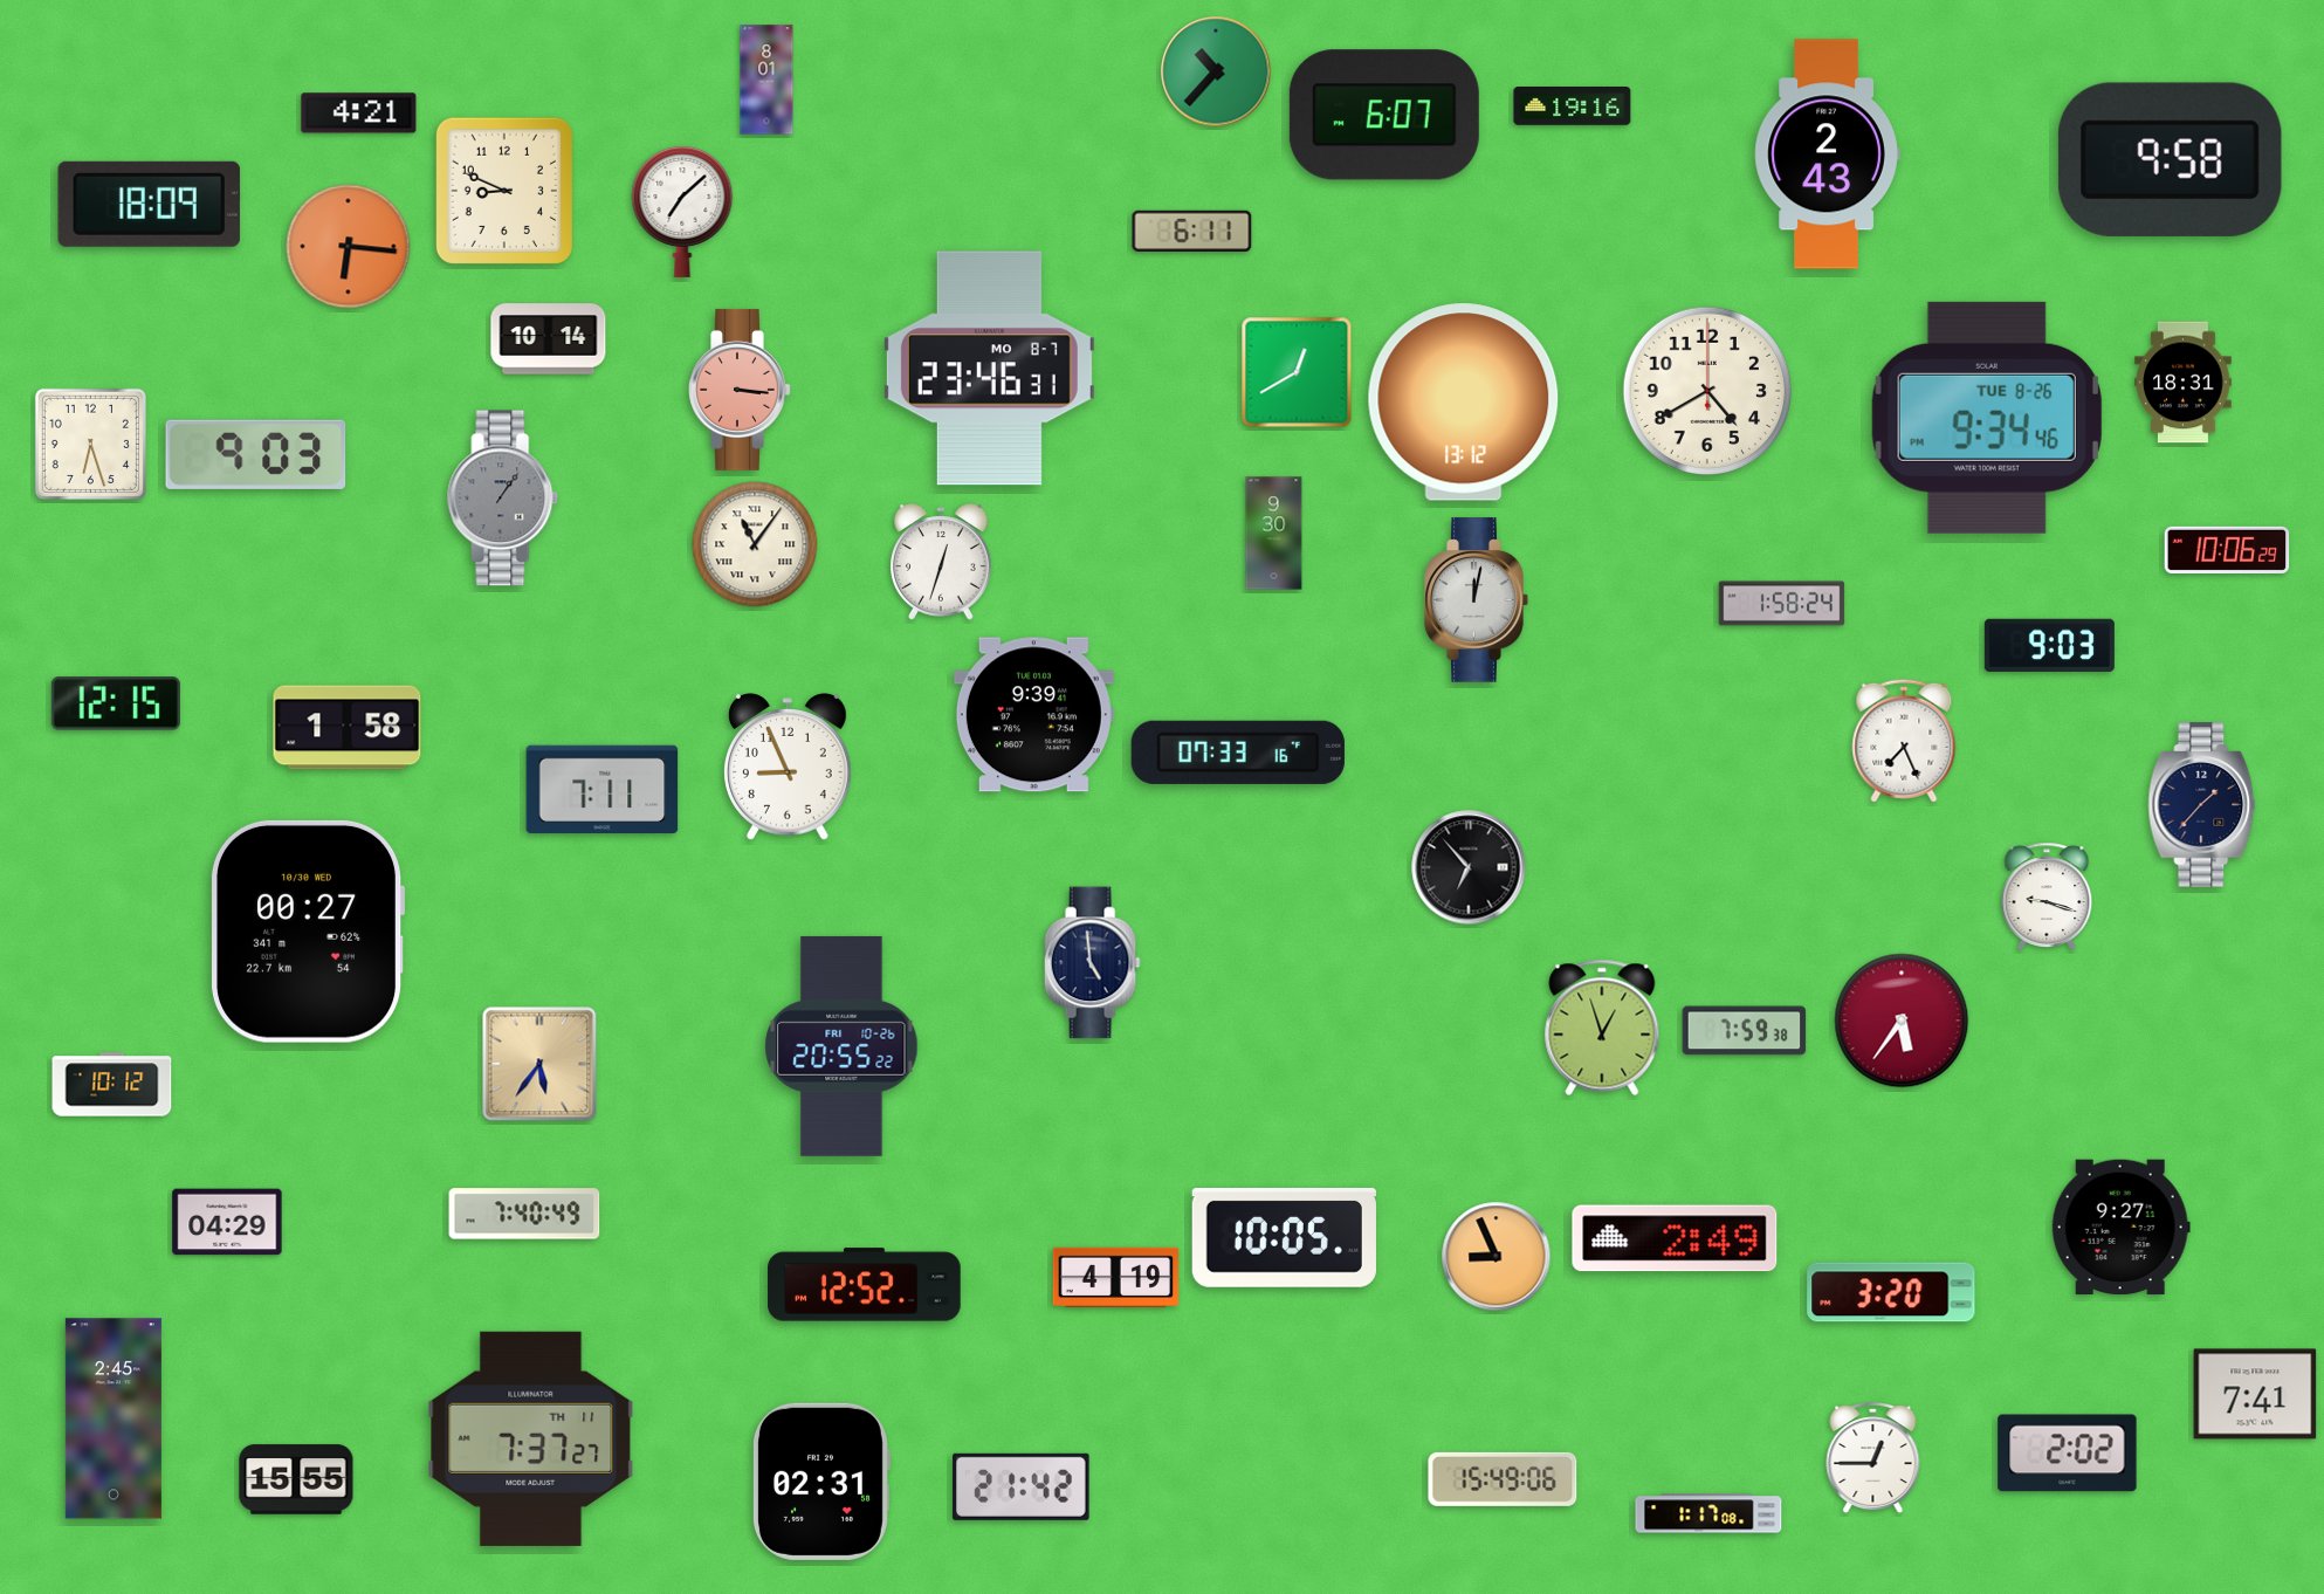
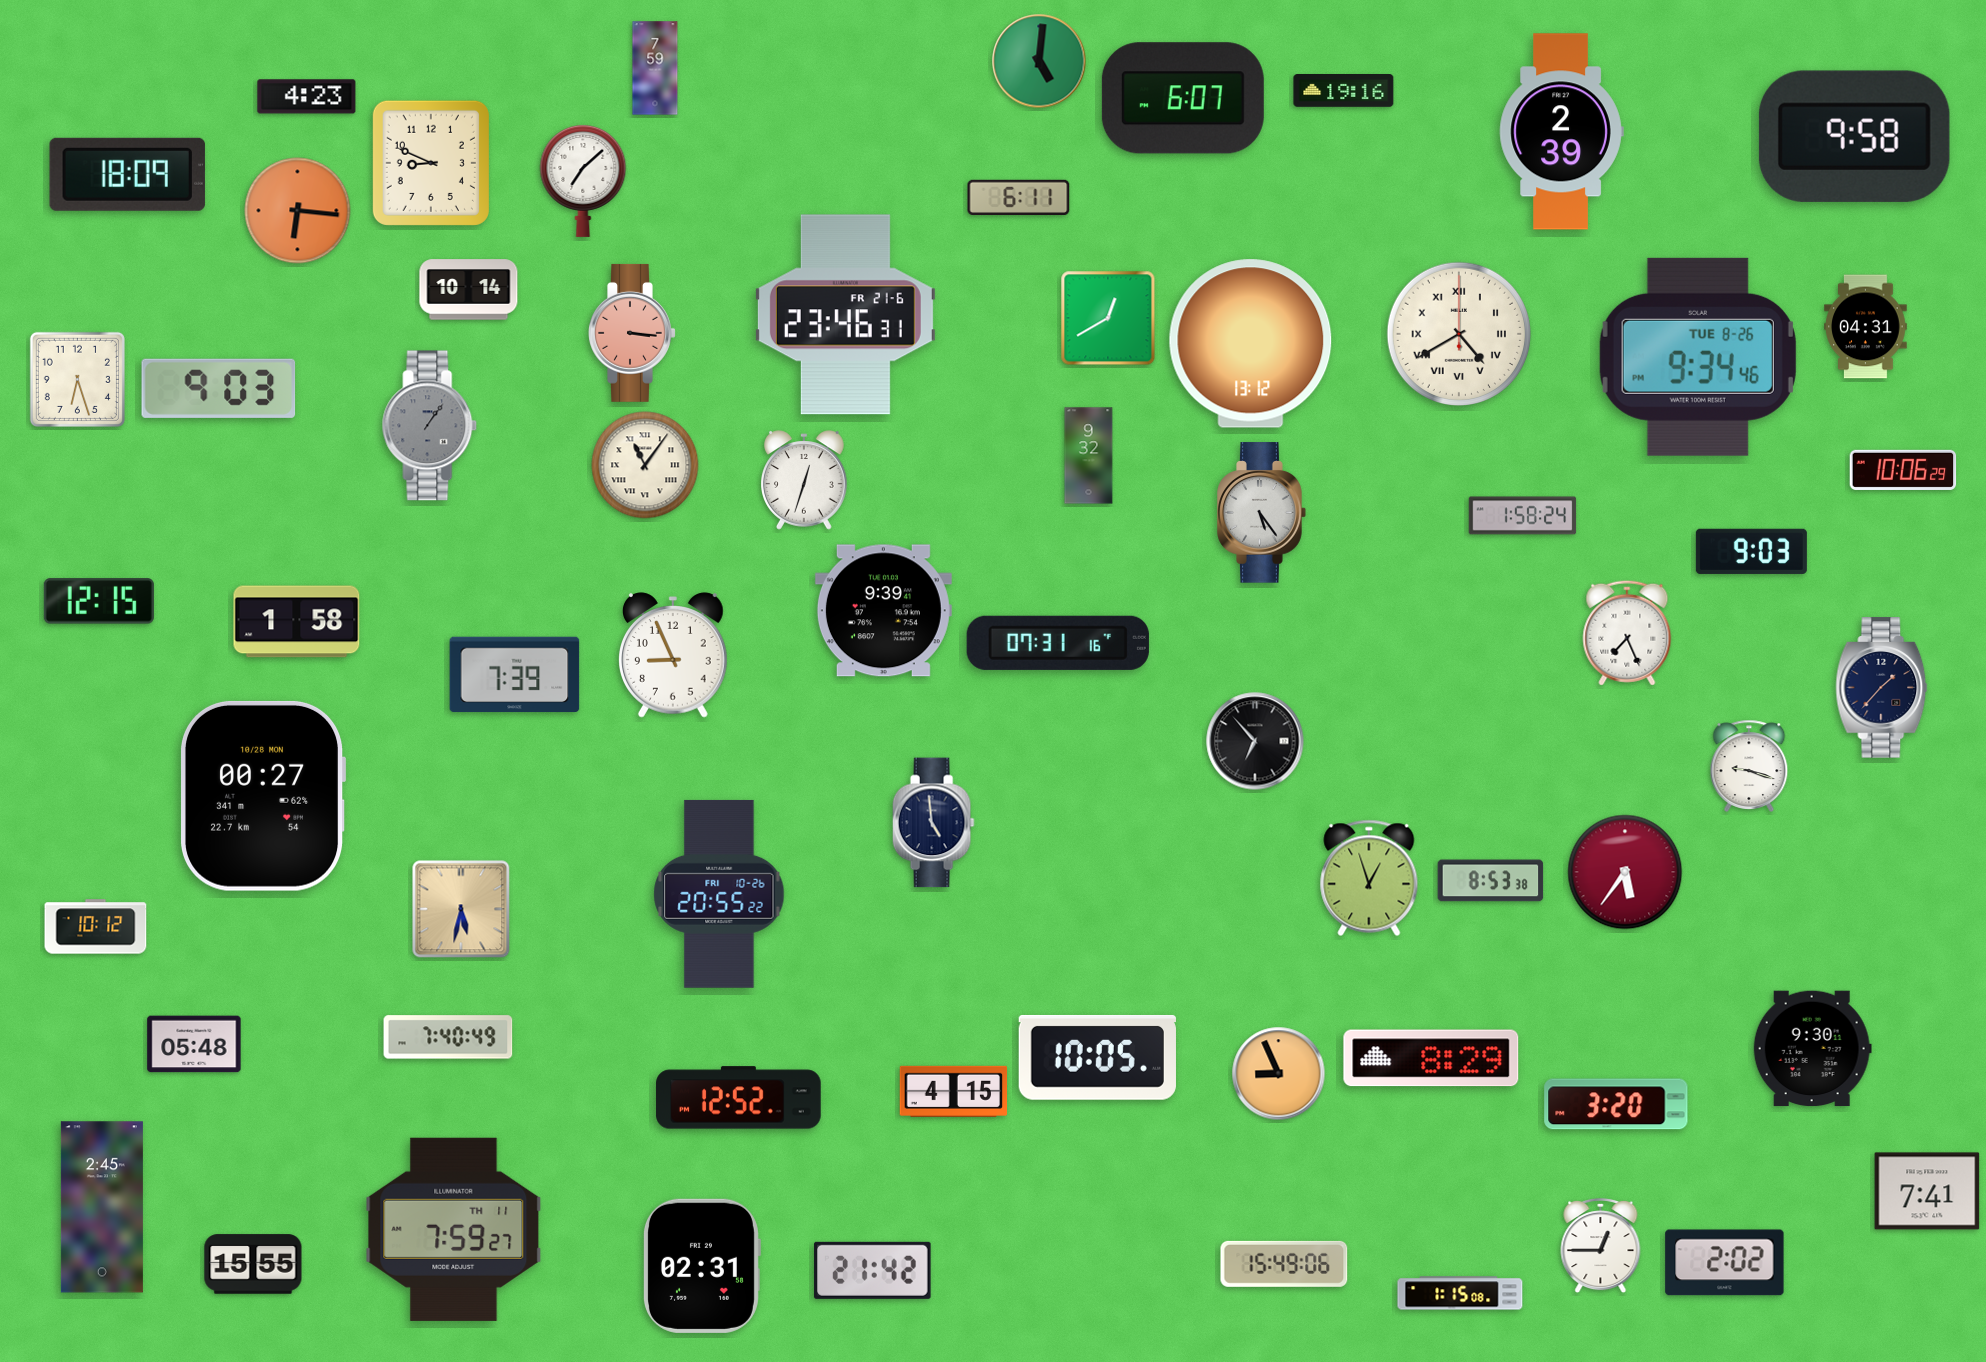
clock at (1216, 71): 10:37 -> 5:01
clock at (766, 80): 8:01 -> 7:59
clock at (359, 114): 4:21 -> 4:23
clock at (1827, 154): 2:43 -> 2:39
clock at (989, 369) date: MO 8-7 -> FR 21-6
clock at (2184, 383): 18:31 -> 04:31
clock at (1706, 390) numerals: Arabic -> Roman
clock at (1274, 534): 9:30 -> 9:32
clock at (1477, 600): 12:02 -> 5:24
clock at (1238, 753): 07:33 -> 07:31
clock at (603, 790): 7:11 -> 7:39
clock at (308, 932) date: 10/30 WED -> 10/28 MON
clock at (1745, 1031): 7:59 -> 8:53
clock at (539, 1064): 5:36 -> 5:32
clock at (227, 1222): 04:29 -> 05:48
clock at (2120, 1228): 9:27 -> 9:30
clock at (1675, 1238): 2:49 -> 8:29
clock at (1116, 1277): 4:19 -> 4:15
clock at (114, 1418) position: (114, 1418) -> (102, 1207)
clock at (531, 1438): 7:37 -> 7:59
clock at (2068, 1454) position: (2068, 1454) -> (1725, 1263)
clock at (1708, 1513): 1:17 -> 1:15
